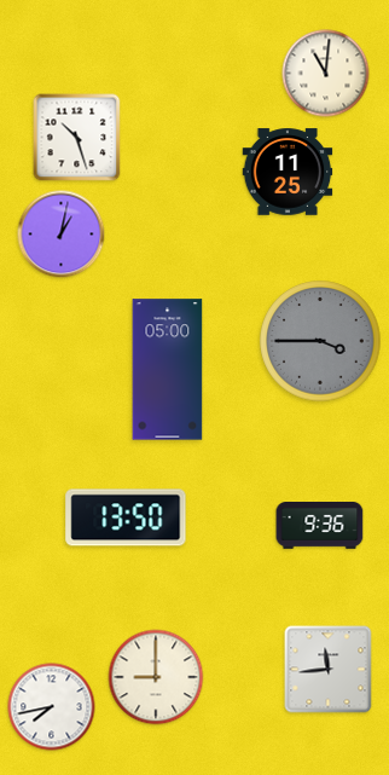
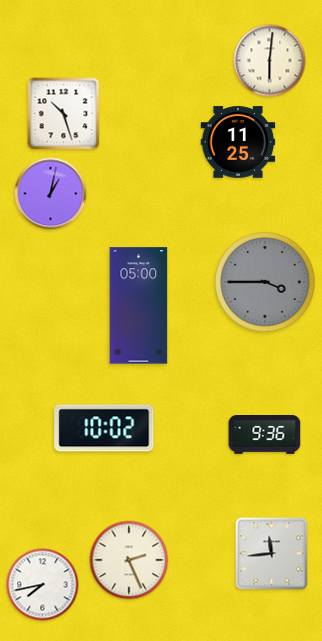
clock at (326, 74): 11:01 -> 6:01
clock at (126, 517): 13:50 -> 10:02
clock at (156, 677): 9:00 -> 2:26
